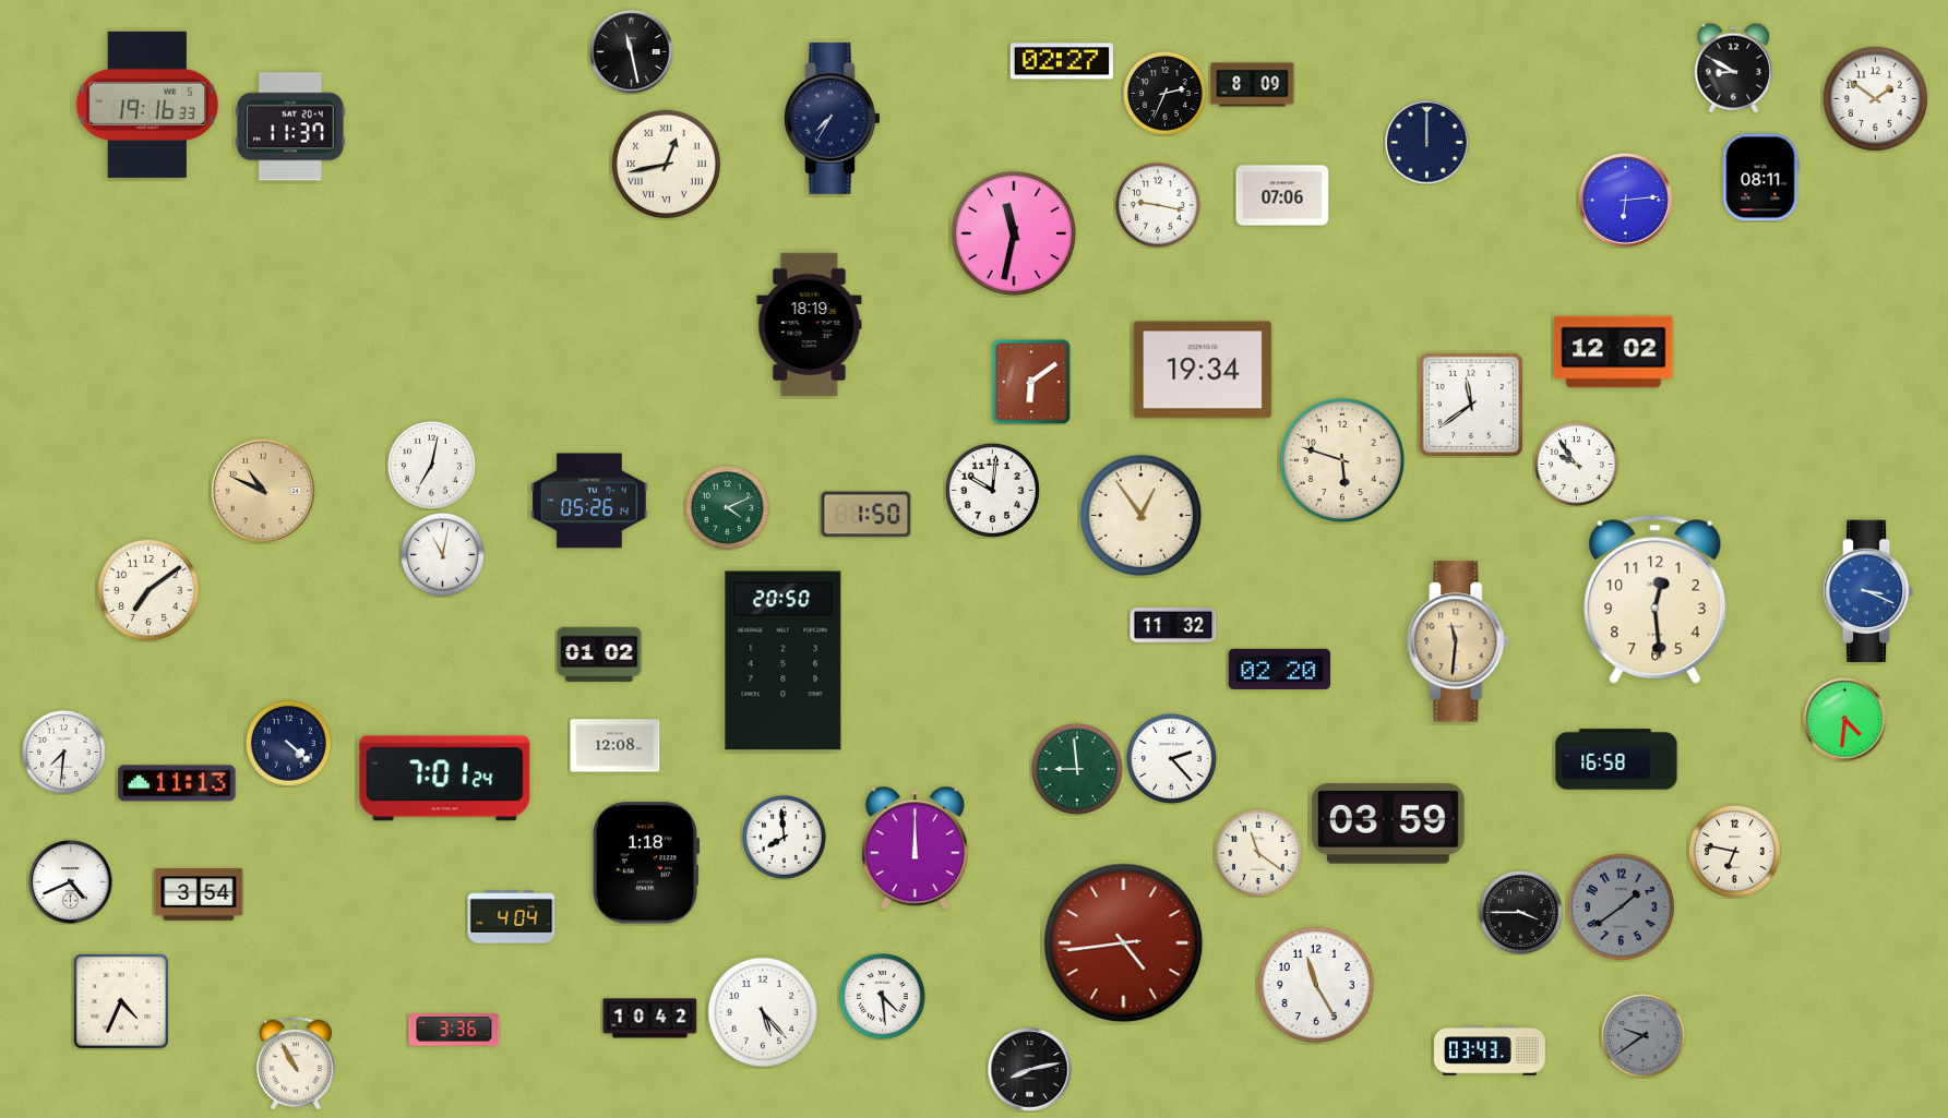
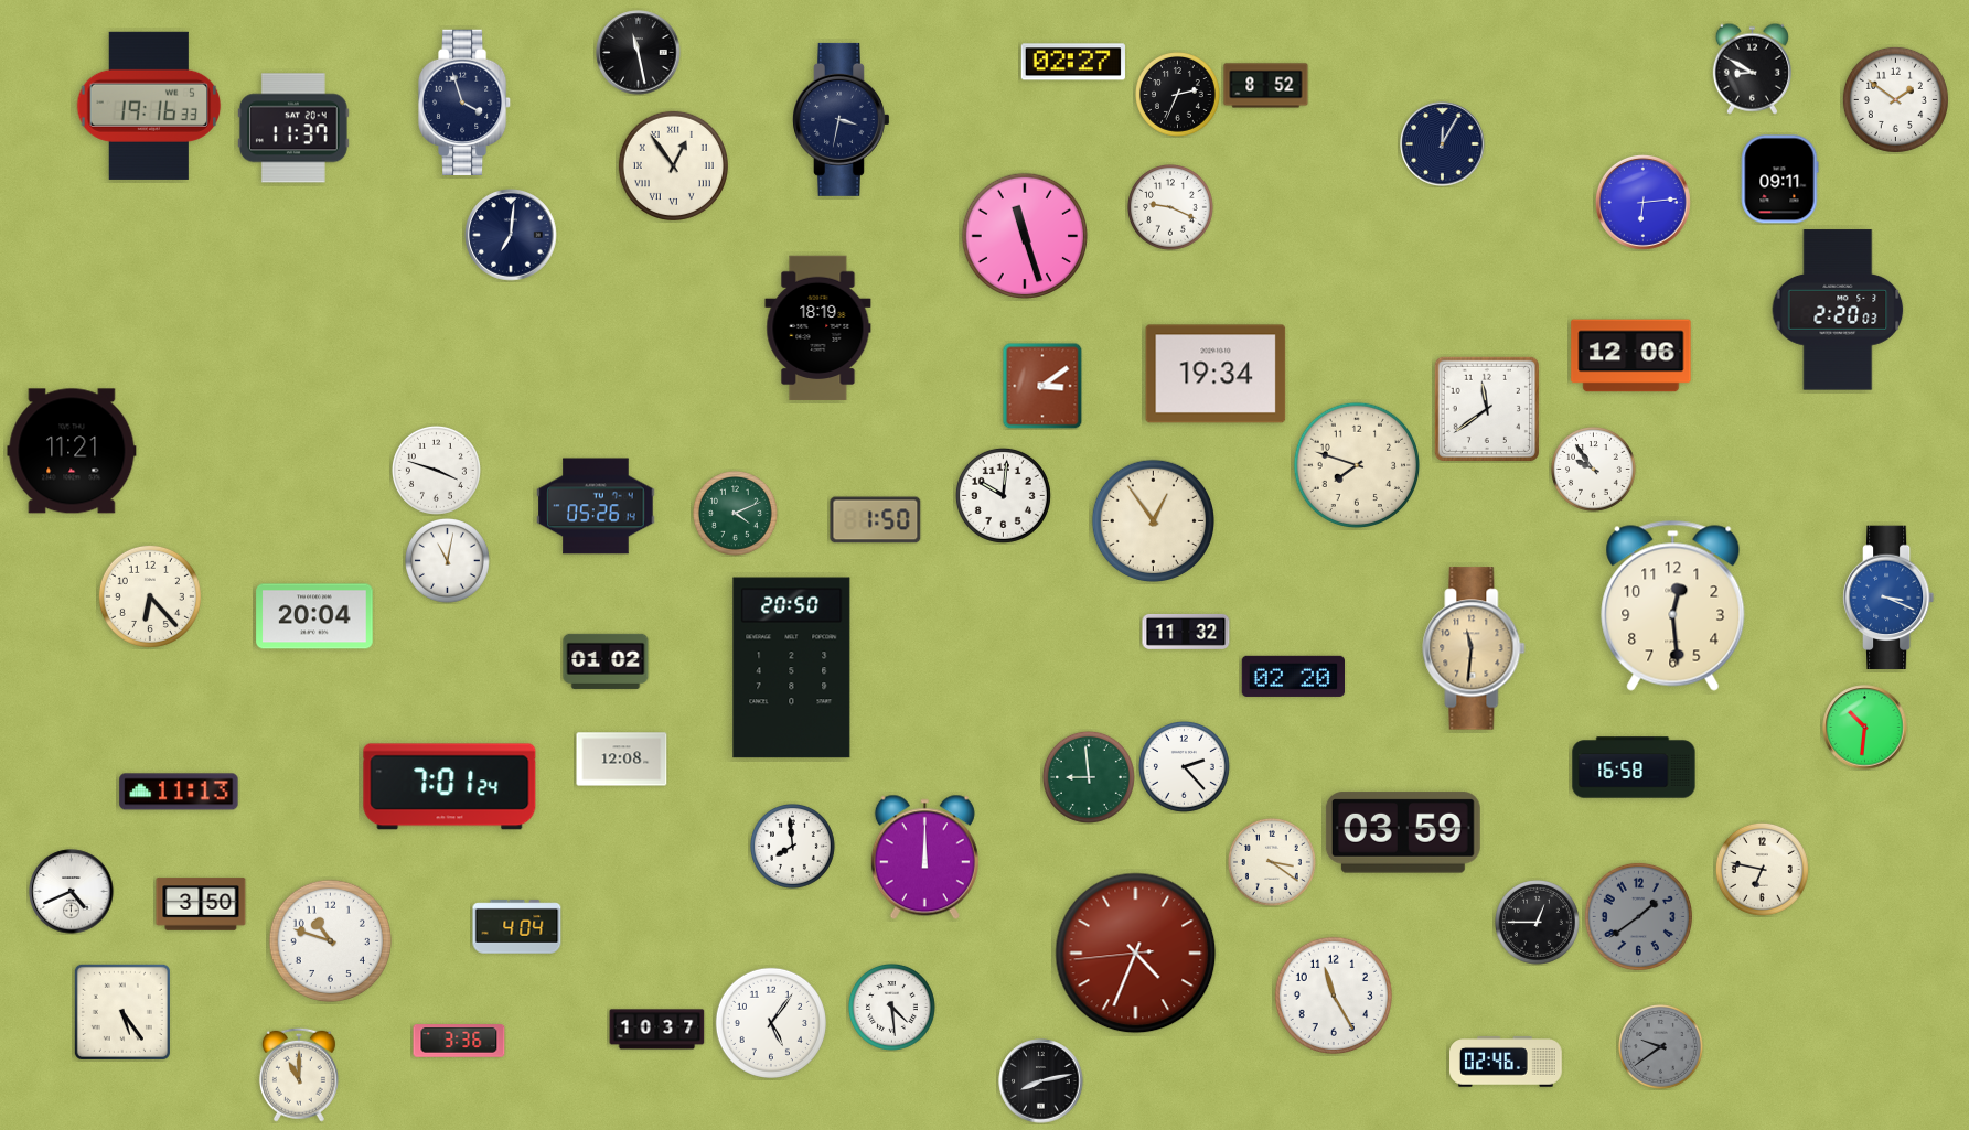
clock at (1253, 85): 8:09 -> 8:52
clock at (466, 101): none -> 3:57
clock at (833, 118): 7:35 -> 3:32
clock at (1427, 143): 12:00 -> 12:05
clock at (666, 164): 12:43 -> 12:54
clock at (1760, 178): 08:11 -> 09:11
clock at (1282, 195): 07:06 -> none
clock at (1159, 206): 9:17 -> 9:19
clock at (1013, 232): 11:32 -> 11:27
clock at (512, 236): none -> 7:01
clock at (1838, 310): none -> 2:20
clock at (1614, 352): 12:02 -> 12:06
clock at (1031, 382): 6:09 -> 3:09
clock at (72, 451): none -> 11:21
clock at (1341, 459): 5:48 -> 7:48
clock at (431, 465): 7:02 -> 3:48
clock at (263, 491): 10:49 -> none
clock at (148, 590): 7:09 -> 6:23
clock at (314, 616): none -> 20:04
clock at (1845, 720): 4:31 -> 10:31
clock at (288, 743): 4:22 -> none
clock at (616, 746) position: (616, 746) -> (622, 760)
clock at (64, 753): 7:31 -> none
clock at (1734, 851) position: (1734, 851) -> (1762, 869)
clock at (1258, 853): 11:21 -> 3:21
clock at (646, 863): 1:18 -> none
clock at (199, 894): 3:54 -> 3:50
clock at (1521, 913): 3:45 -> 12:45
clock at (330, 940): none -> 10:48
clock at (1124, 943): 4:43 -> 4:33
clock at (1316, 985) position: (1316, 985) -> (1334, 996)
clock at (121, 1001): 4:34 -> 5:24
clock at (763, 1012): 5:23 -> 5:06
clock at (650, 1019): 10:42 -> 10:37
clock at (1491, 1050): 03:43 -> 02:46
clock at (296, 1063): 10:55 -> 11:00
